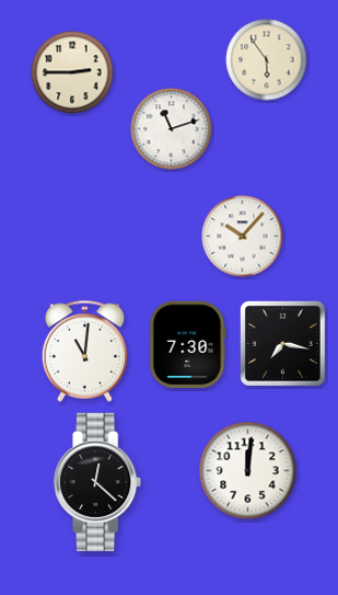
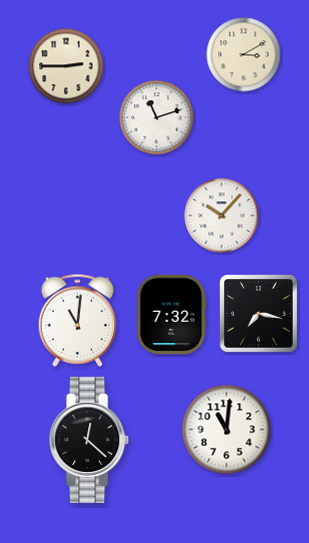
clock at (267, 60): 5:54 -> 3:10
clock at (187, 345): 7:30 -> 7:32
clock at (248, 471): 12:01 -> 11:01
